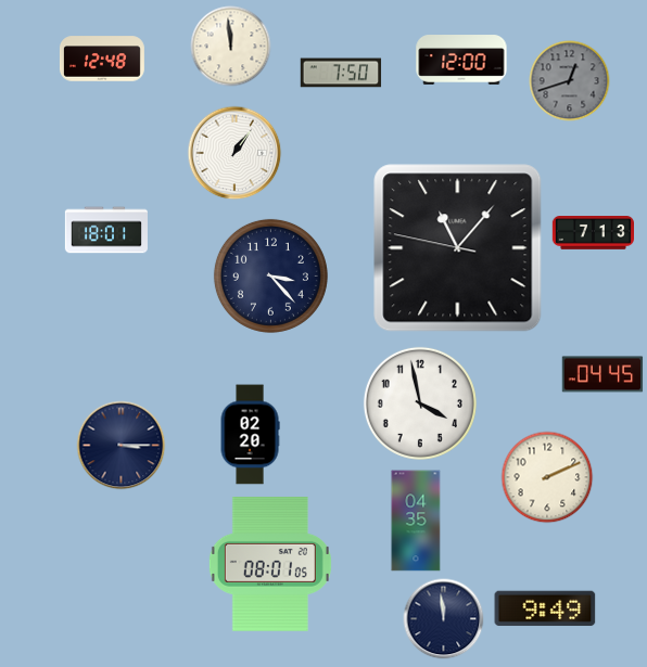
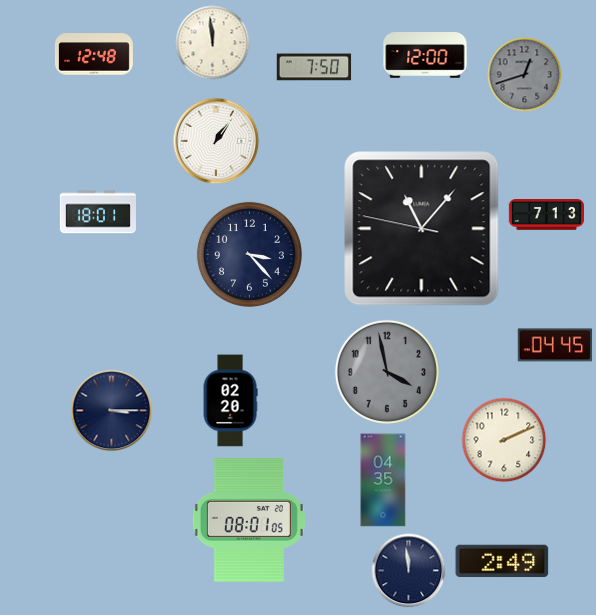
clock at (420, 403) dial: white -> grey
clock at (545, 608): 9:49 -> 2:49
